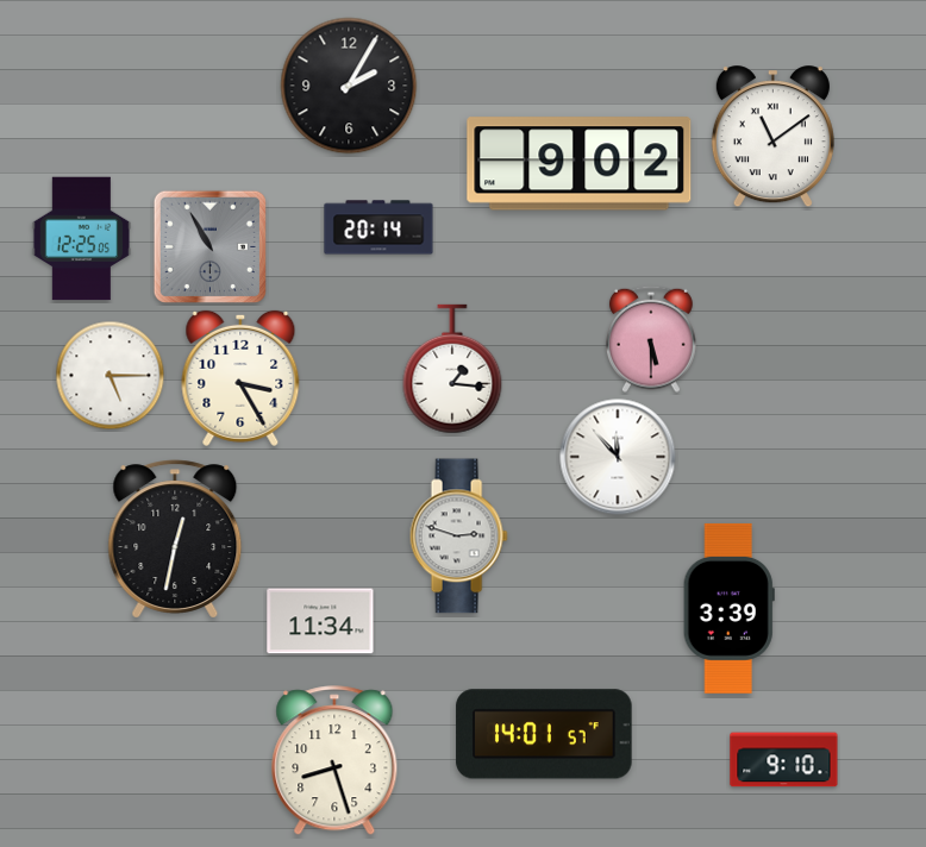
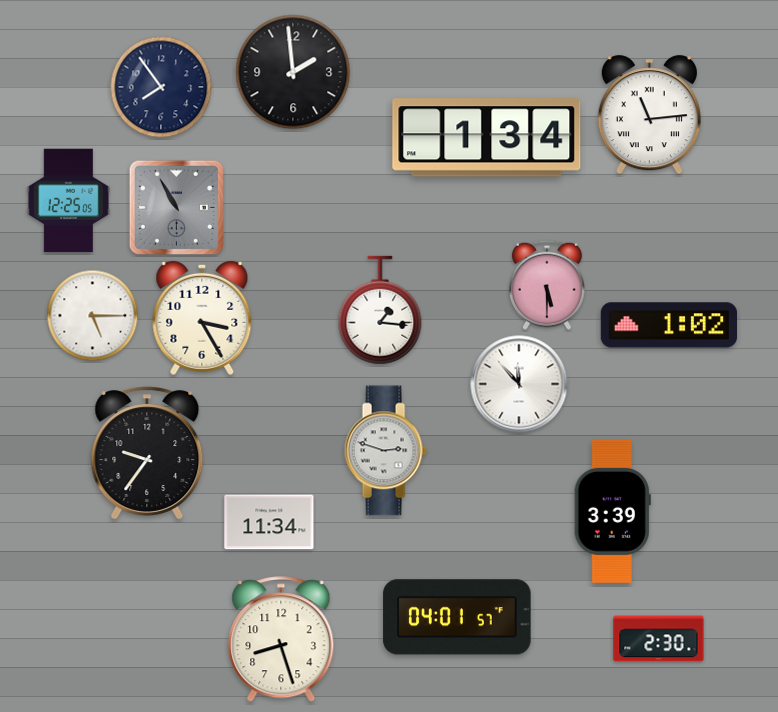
clock at (349, 86): 2:05 -> 1:59
clock at (161, 87): none -> 7:54
clock at (772, 137): 11:09 -> 11:14
clock at (580, 164): 9:02 -> 1:34
clock at (378, 227): 20:14 -> none
clock at (669, 325): none -> 1:02
clock at (175, 539): 12:32 -> 9:36
clock at (544, 734): 14:01 -> 04:01
clock at (784, 760): 9:10 -> 2:30
